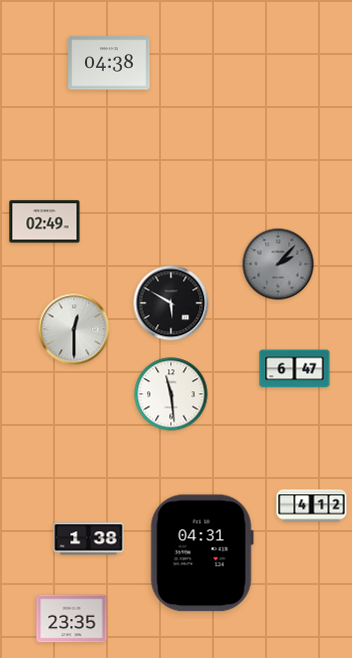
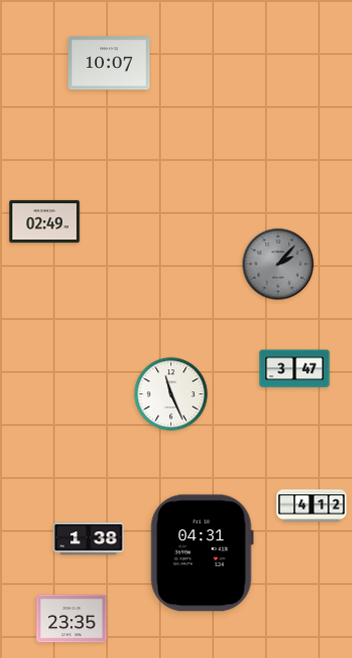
clock at (109, 63): 04:38 -> 10:07
clock at (171, 303): 5:50 -> none
clock at (74, 329): 12:30 -> none
clock at (295, 369): 6:47 -> 3:47
clock at (171, 394): 11:29 -> 11:26
